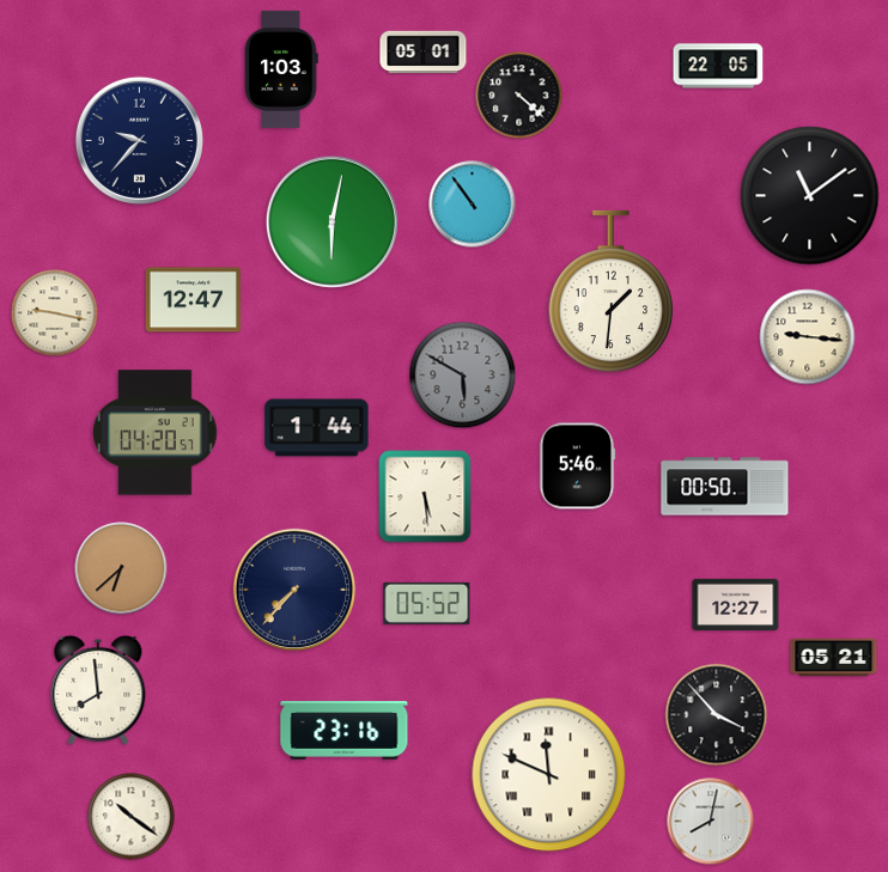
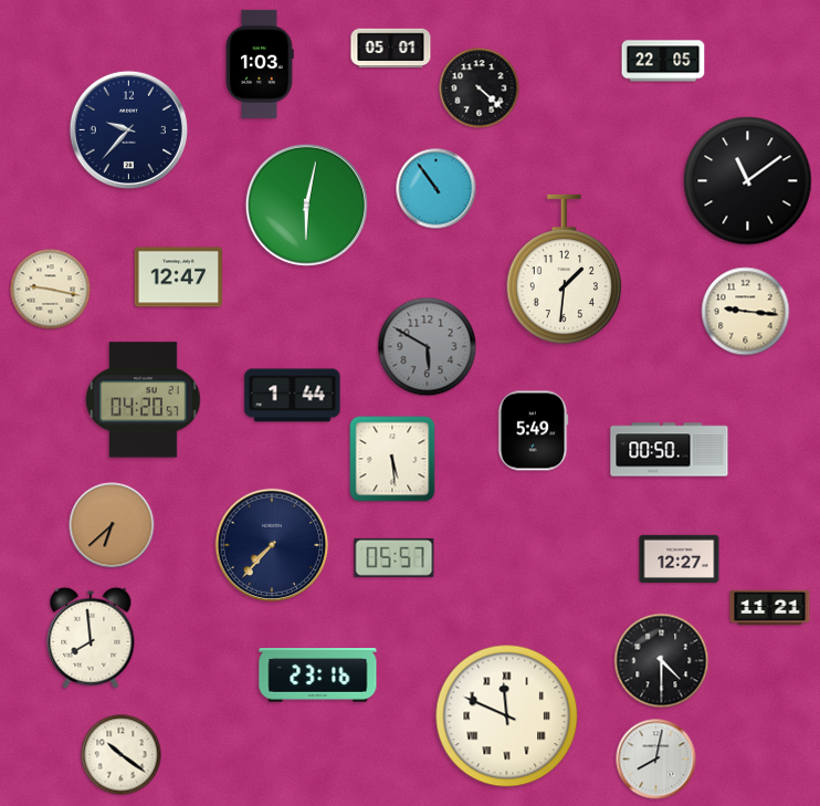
clock at (577, 467): 5:46 -> 5:49
clock at (427, 603): 05:52 -> 05:57
clock at (834, 658): 05:21 -> 11:21
clock at (717, 715): 3:53 -> 4:30
